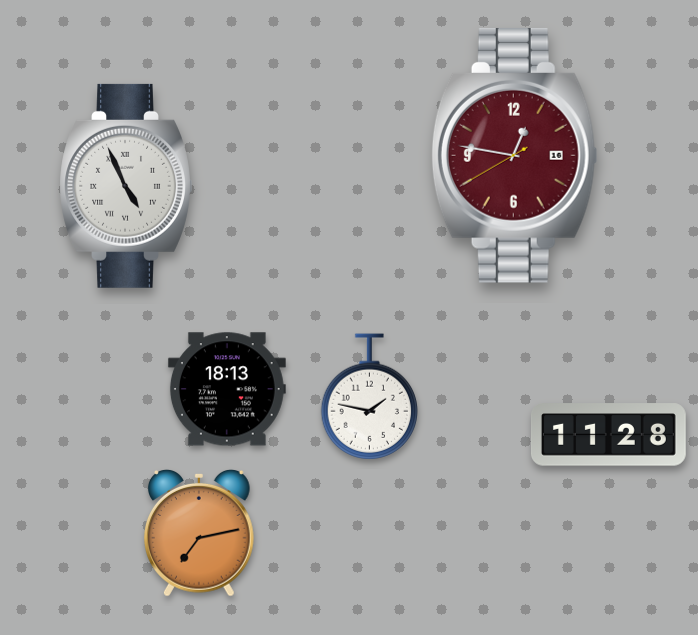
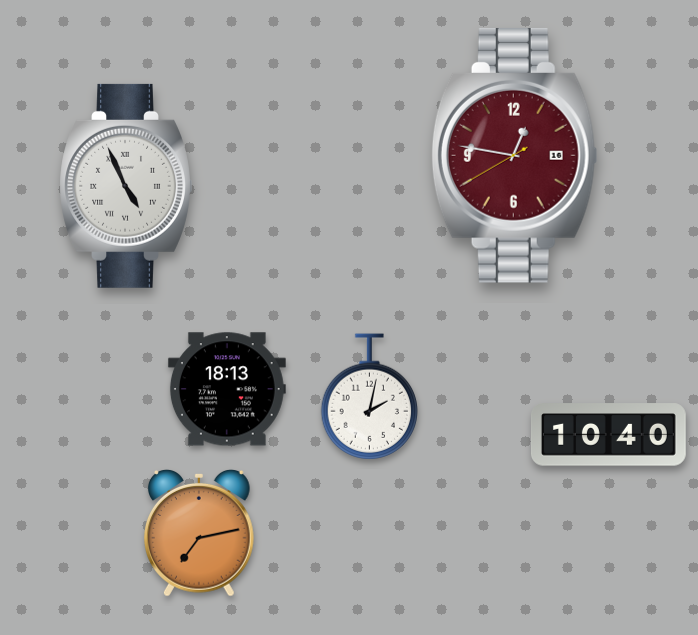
clock at (369, 397): 1:47 -> 2:02
clock at (609, 435): 11:28 -> 10:40
